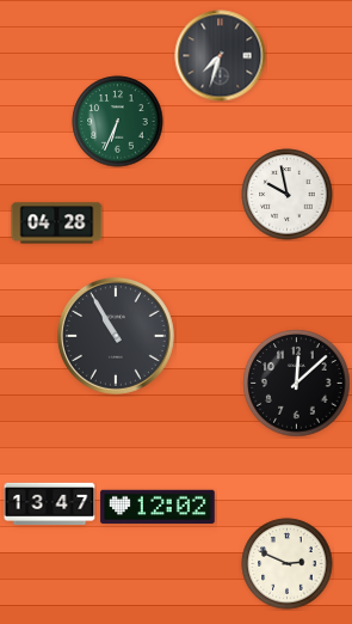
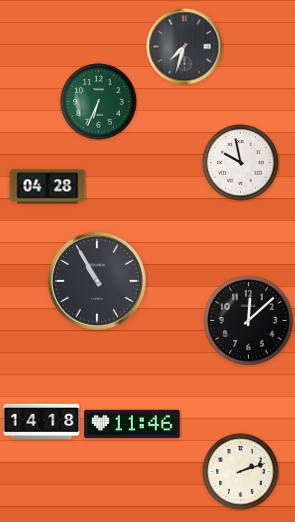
clock at (50, 503): 13:47 -> 14:18
clock at (158, 507): 12:02 -> 11:46
clock at (288, 564): 2:49 -> 2:12
